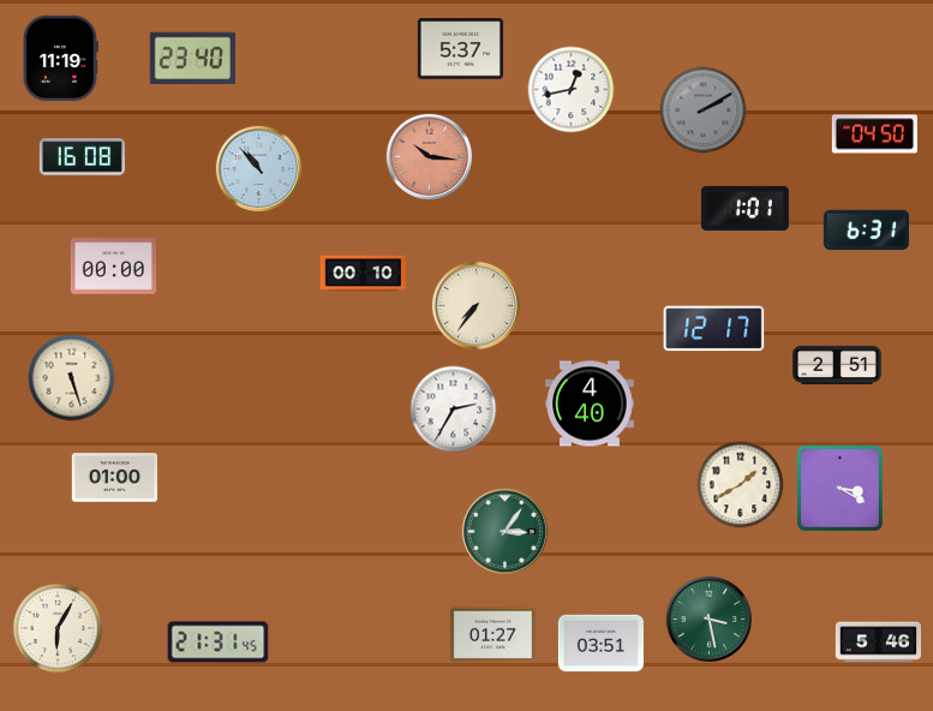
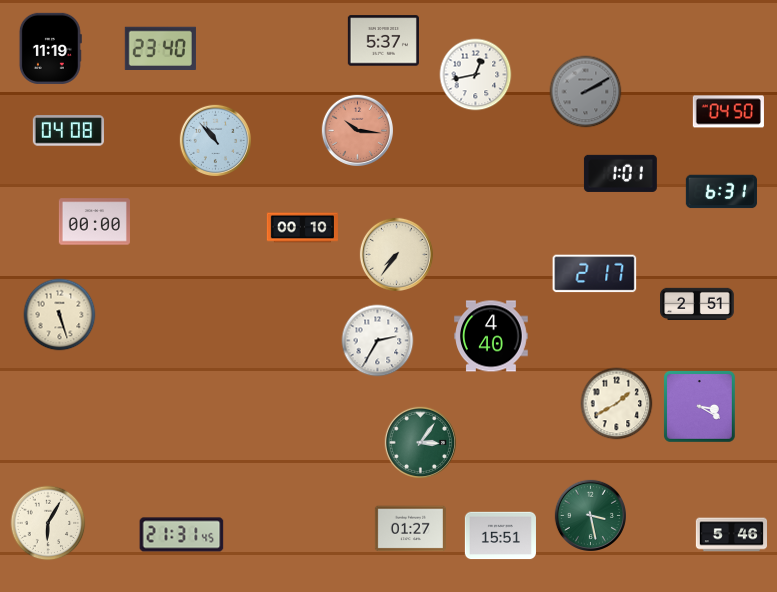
clock at (82, 157): 16:08 -> 04:08
clock at (714, 329): 12:17 -> 2:17
clock at (114, 478): 01:00 -> none
clock at (600, 644): 03:51 -> 15:51
